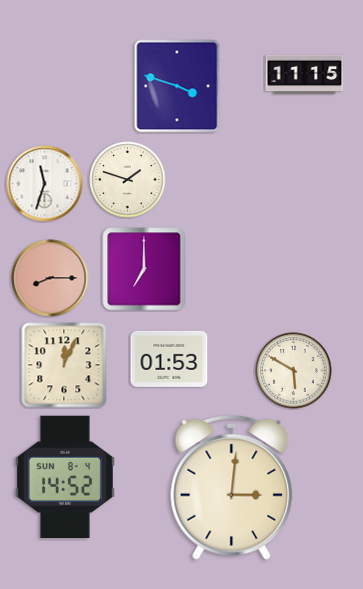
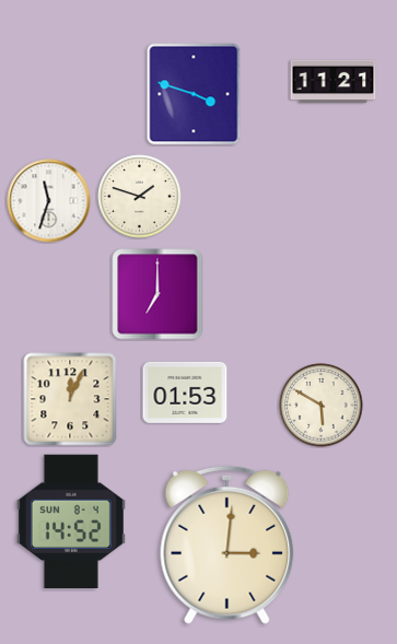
clock at (305, 75): 11:15 -> 11:21
clock at (50, 278): 8:15 -> none
clock at (232, 487) position: (232, 487) -> (227, 545)
